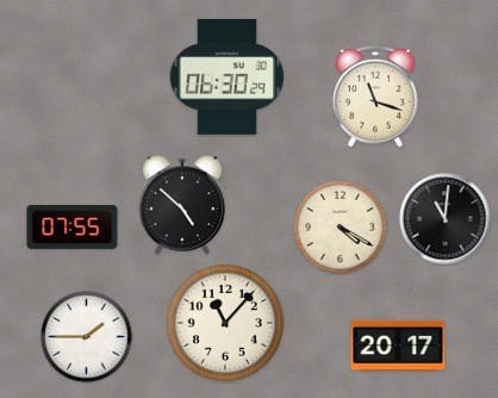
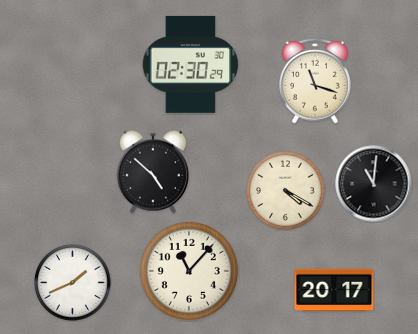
clock at (226, 76): 06:30 -> 02:30
clock at (73, 228): 07:55 -> none
clock at (87, 337): 1:45 -> 1:41
